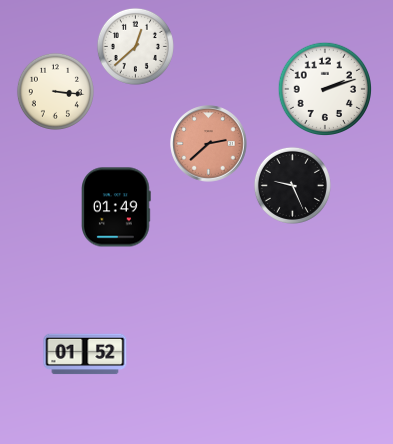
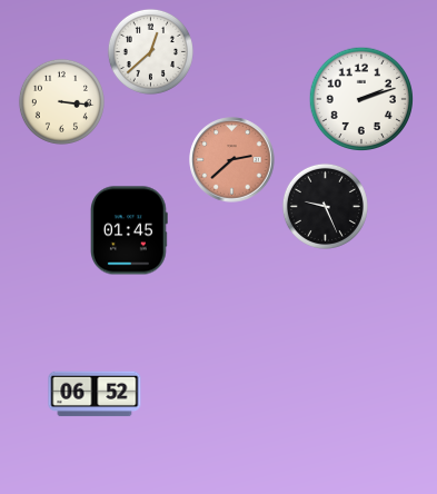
clock at (117, 207): 01:49 -> 01:45
clock at (85, 354): 01:52 -> 06:52
